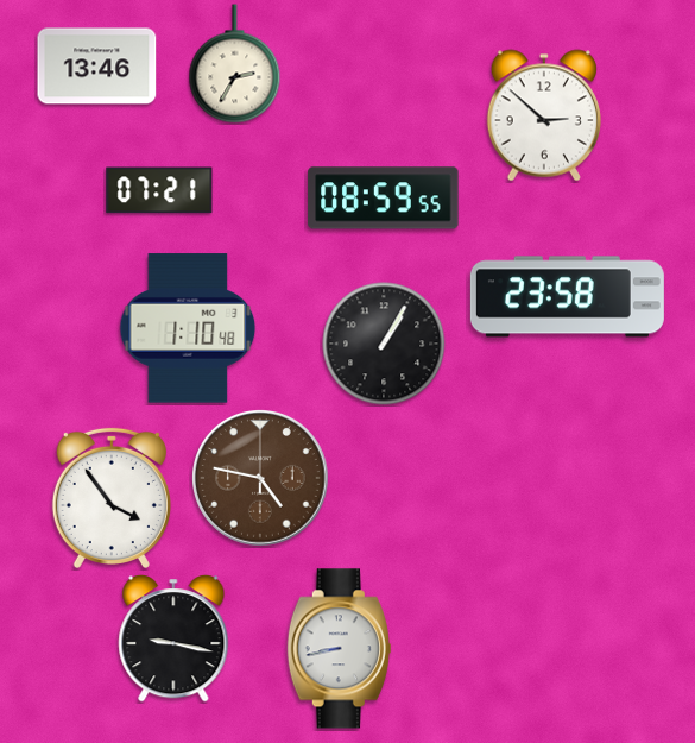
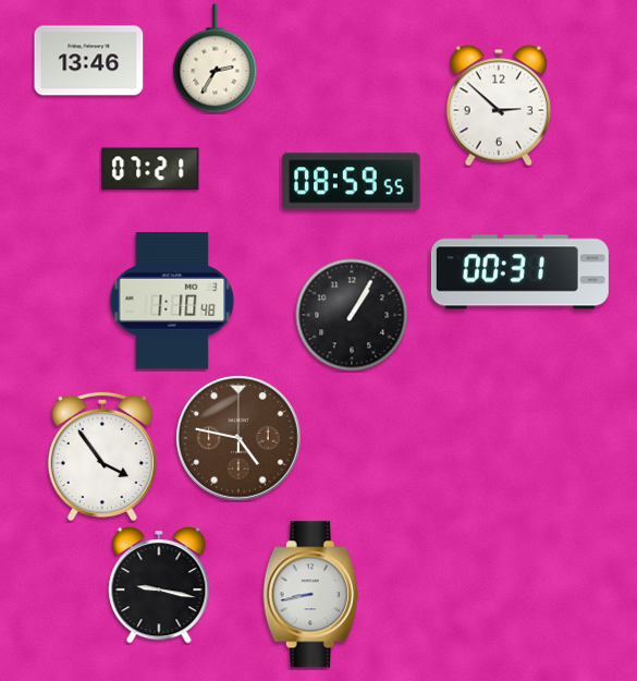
clock at (159, 190) position: (159, 190) -> (150, 169)
clock at (567, 297): 23:58 -> 00:31
